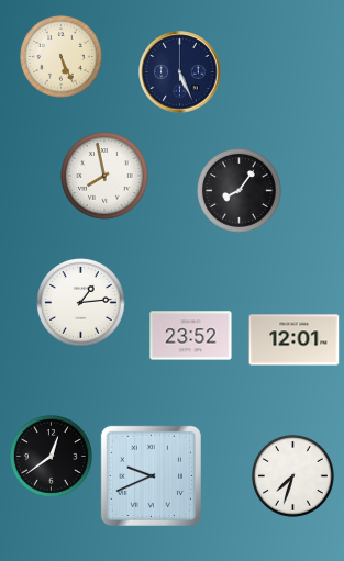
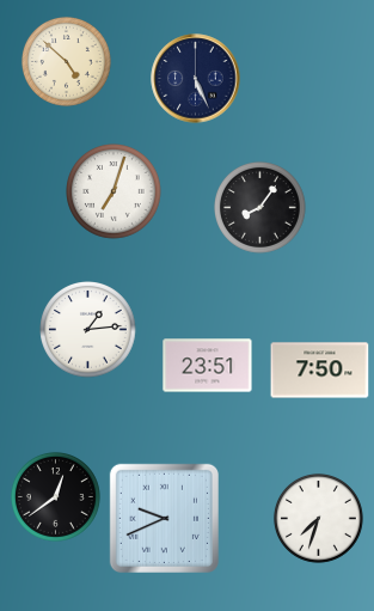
clock at (60, 56): 5:26 -> 4:52
clock at (106, 177): 7:58 -> 7:03
clock at (191, 336): 23:52 -> 23:51
clock at (295, 340): 12:01 -> 7:50
